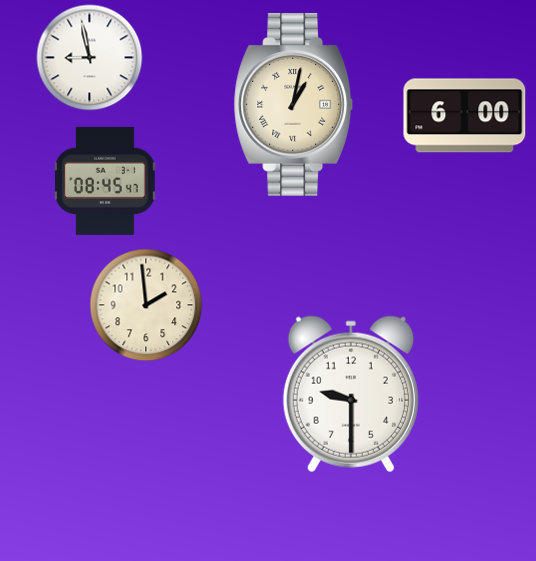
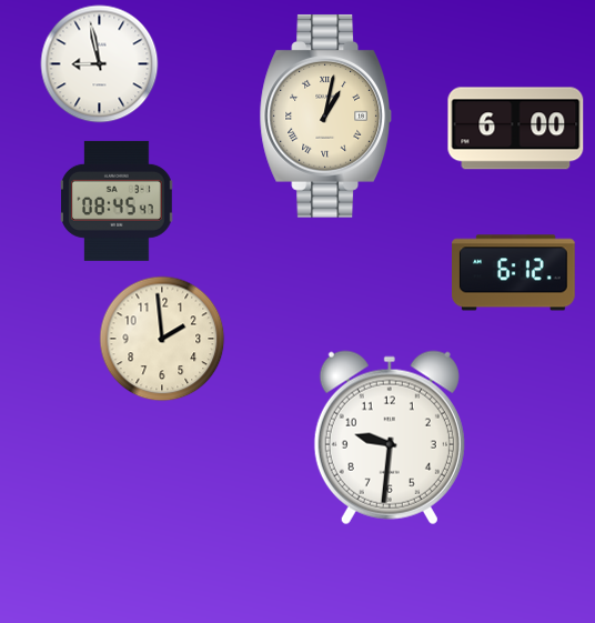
clock at (514, 273): none -> 6:12
clock at (351, 394): 9:30 -> 9:31
